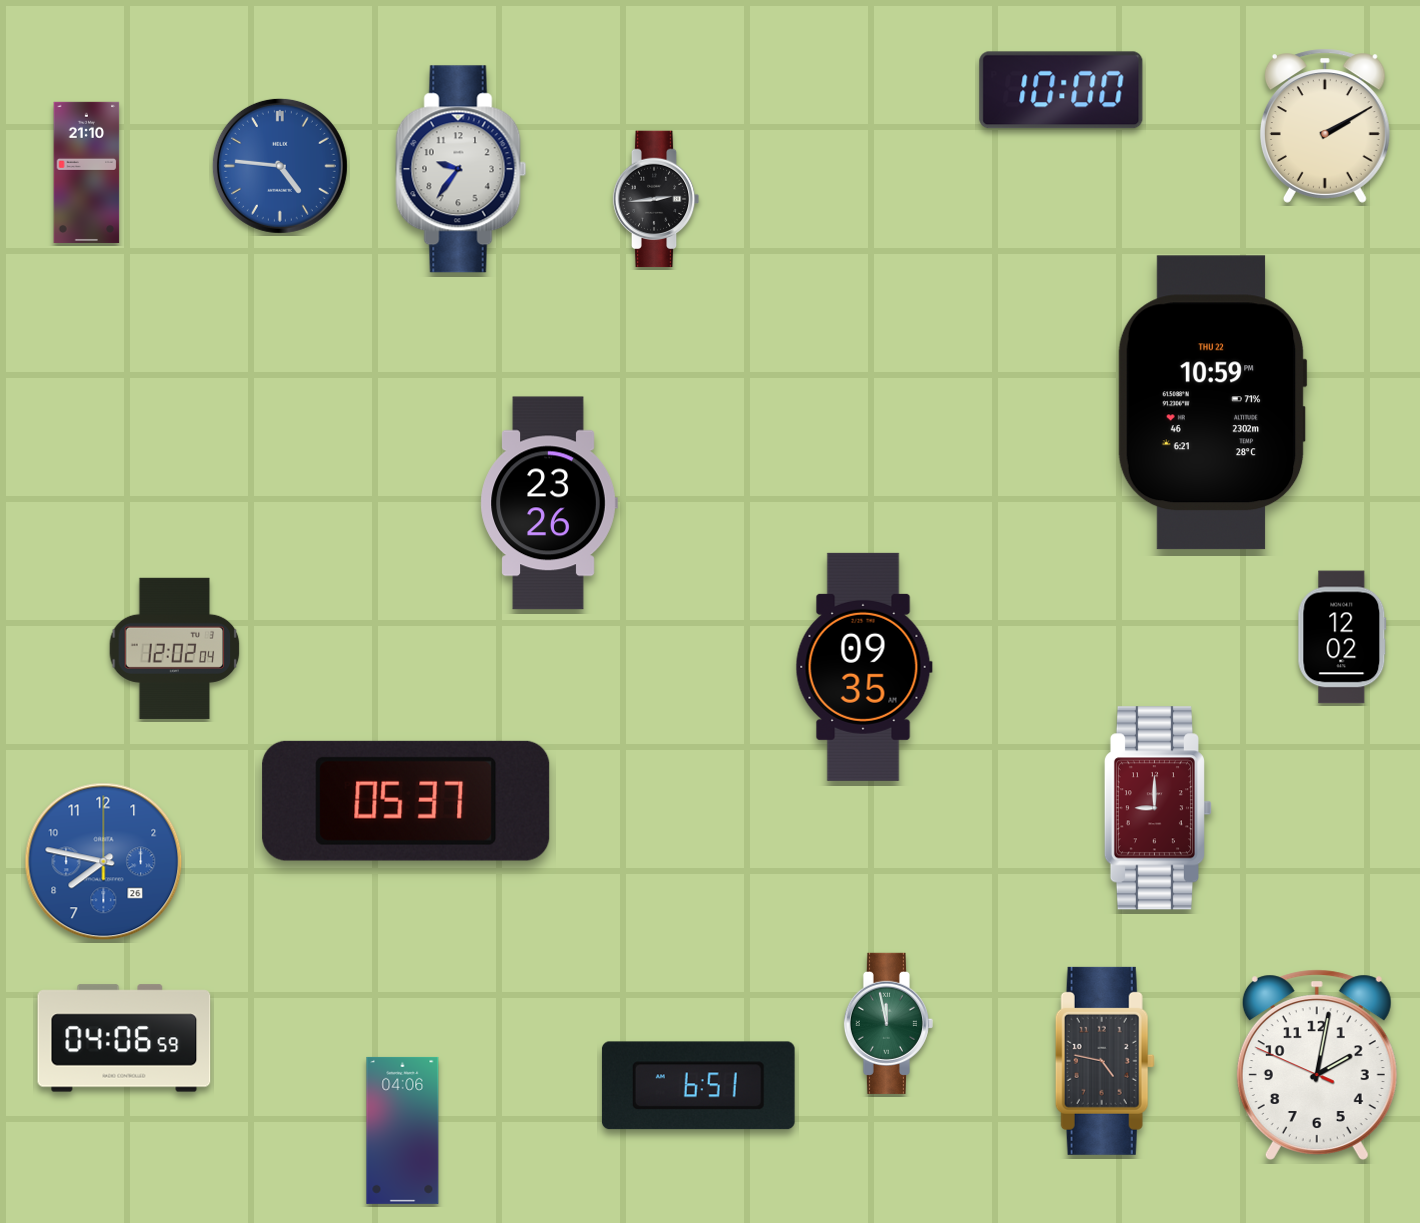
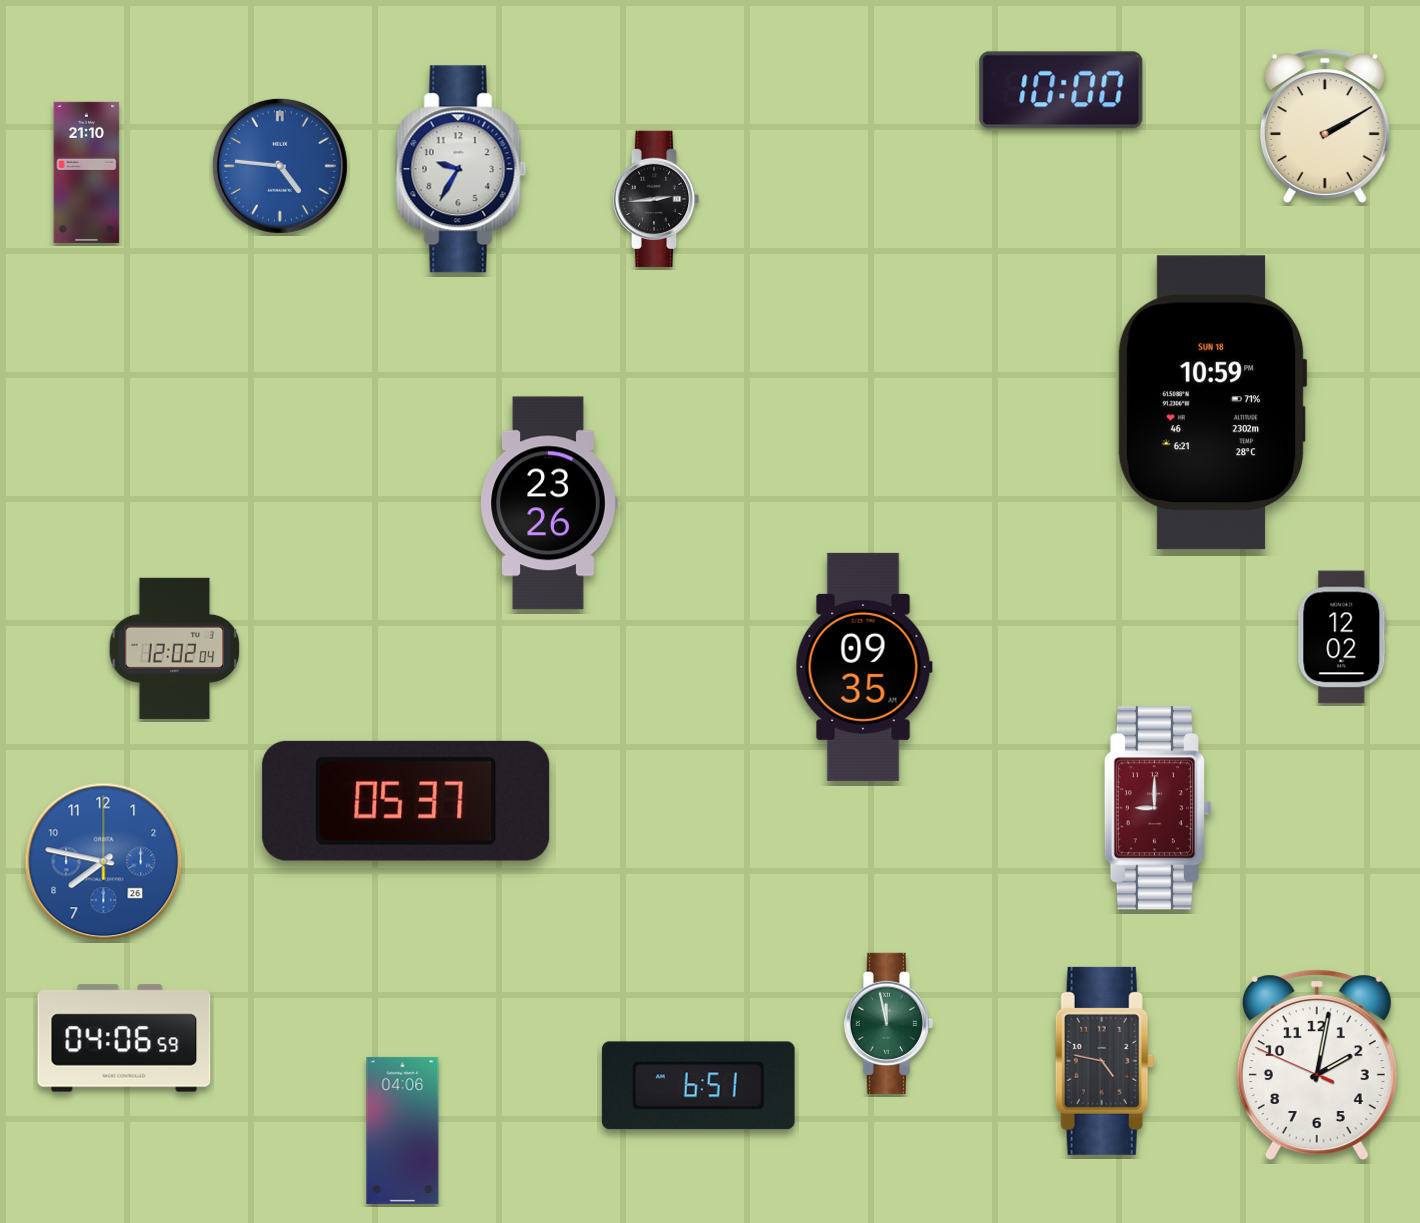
clock at (461, 169): 9:36 -> 9:35
clock at (1212, 403) date: THU 22 -> SUN 18
